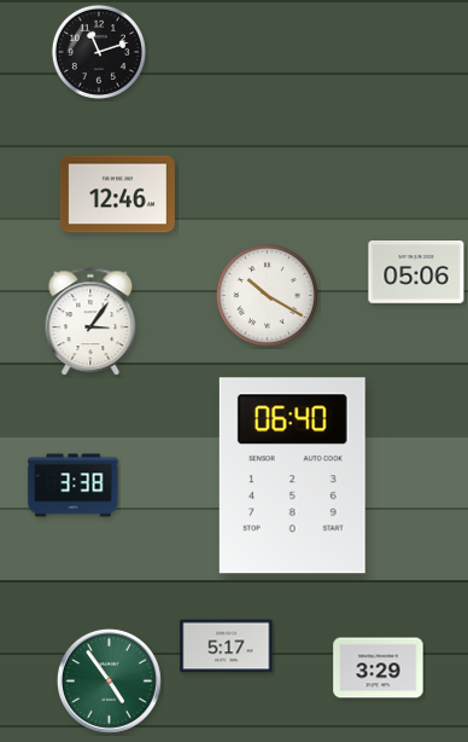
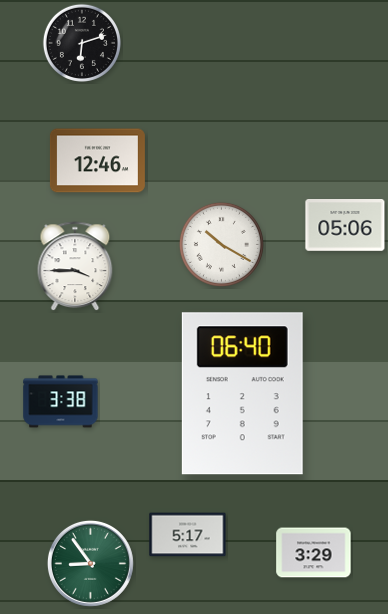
clock at (99, 52): 11:12 -> 6:12
clock at (90, 323): 3:06 -> 3:45
clock at (109, 680): 4:54 -> 8:54
